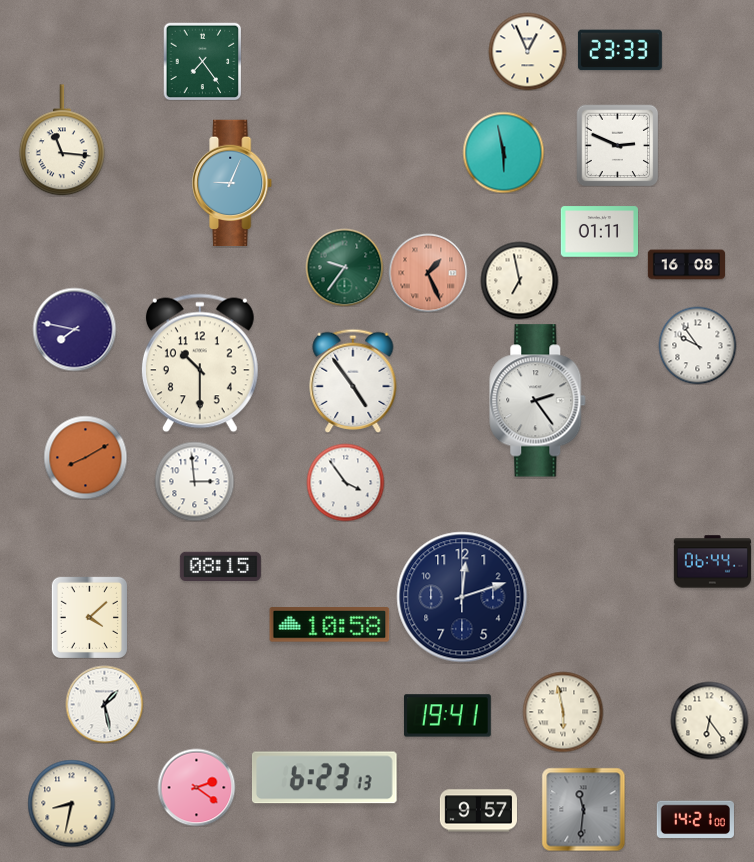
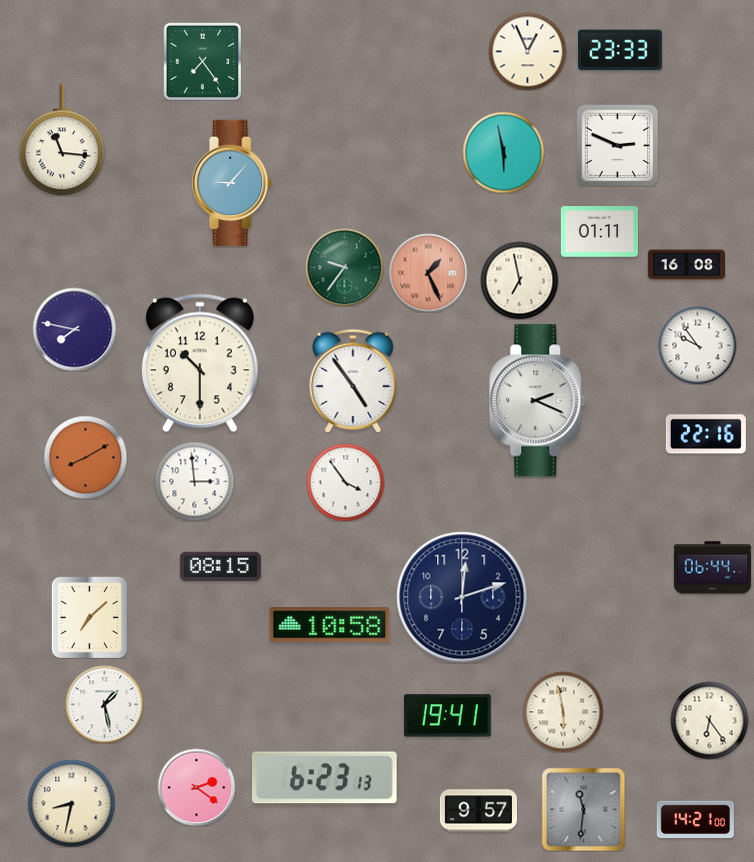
clock at (233, 183): 9:04 -> 9:07
clock at (538, 401): 2:24 -> 2:19
clock at (706, 434): none -> 22:16
clock at (712, 562) position: (712, 562) -> (712, 568)
clock at (89, 617): 4:08 -> 7:08
